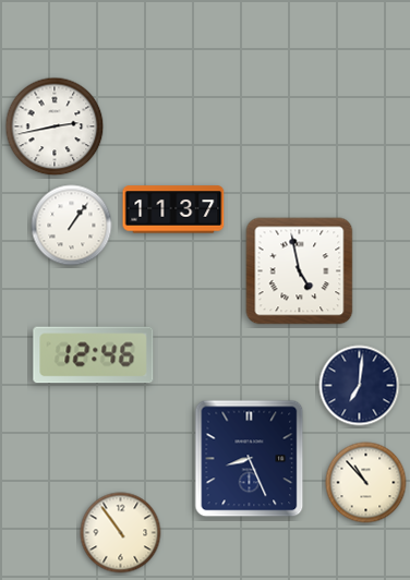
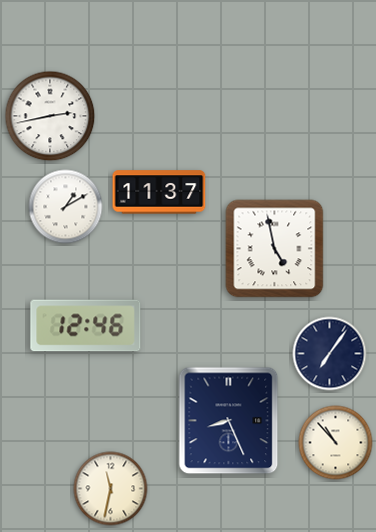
clock at (72, 226): 1:06 -> 1:10
clock at (360, 386): 7:01 -> 7:06
clock at (121, 533): 10:54 -> 11:32
